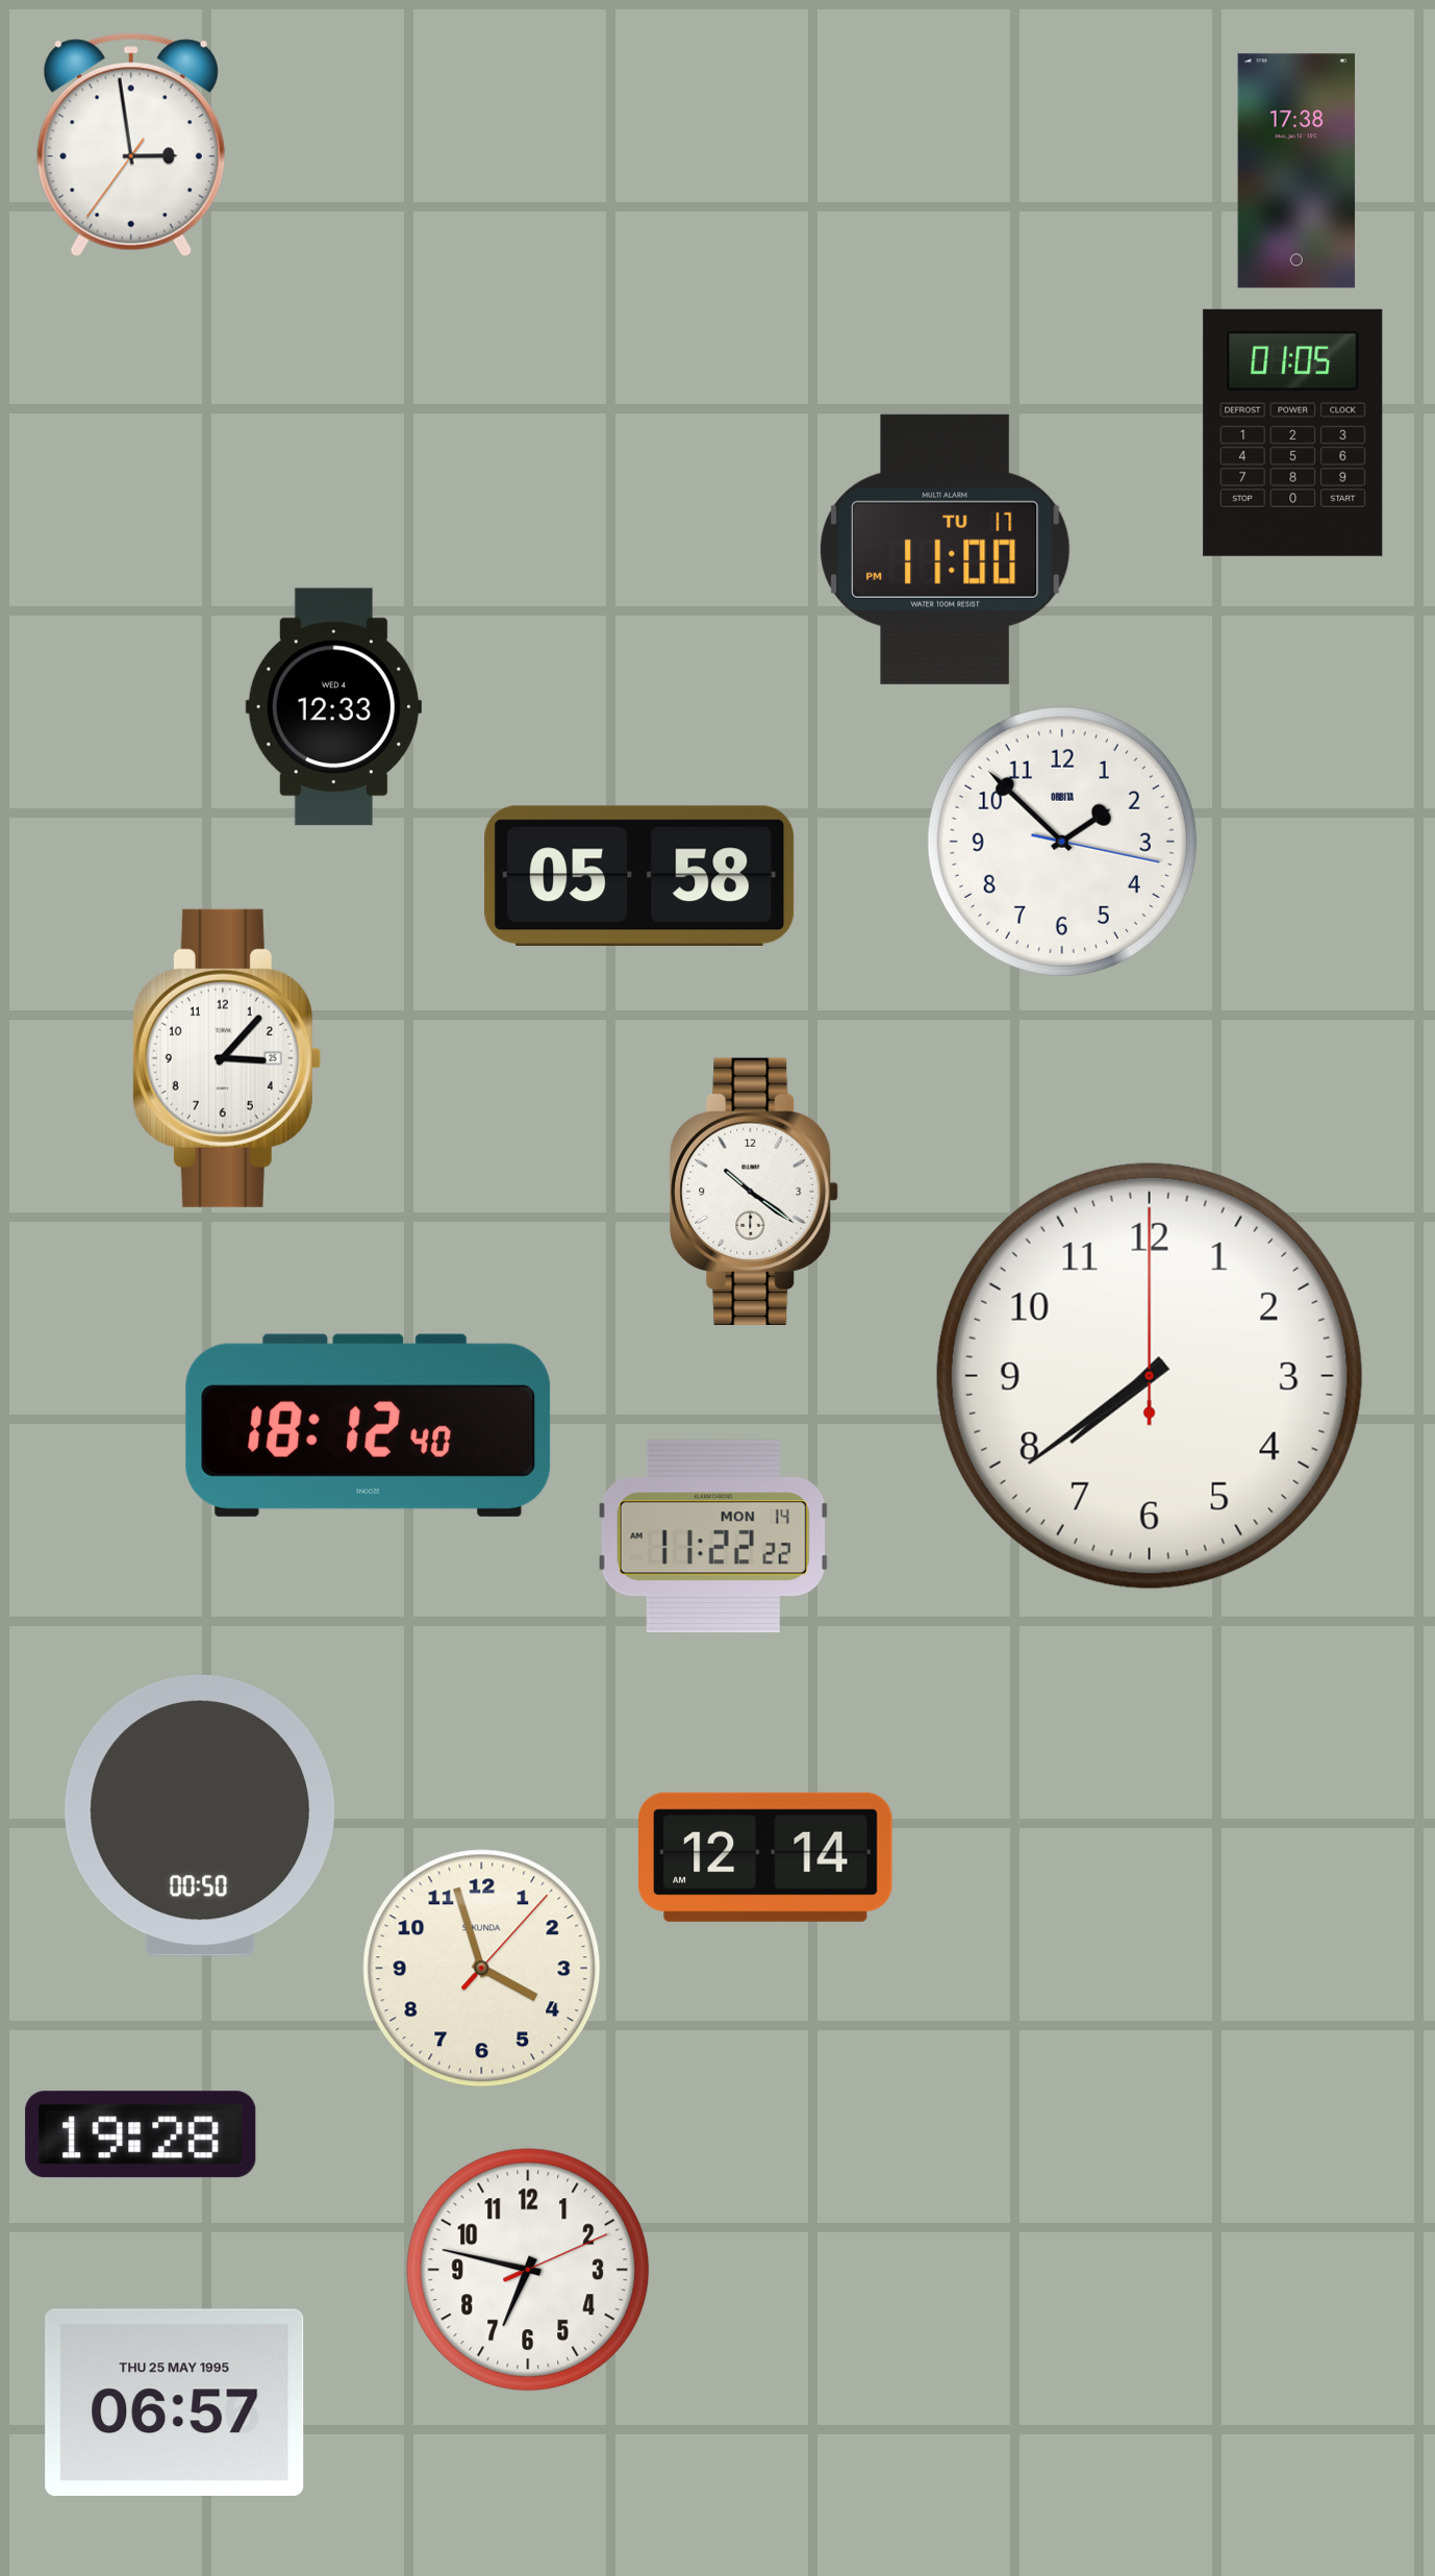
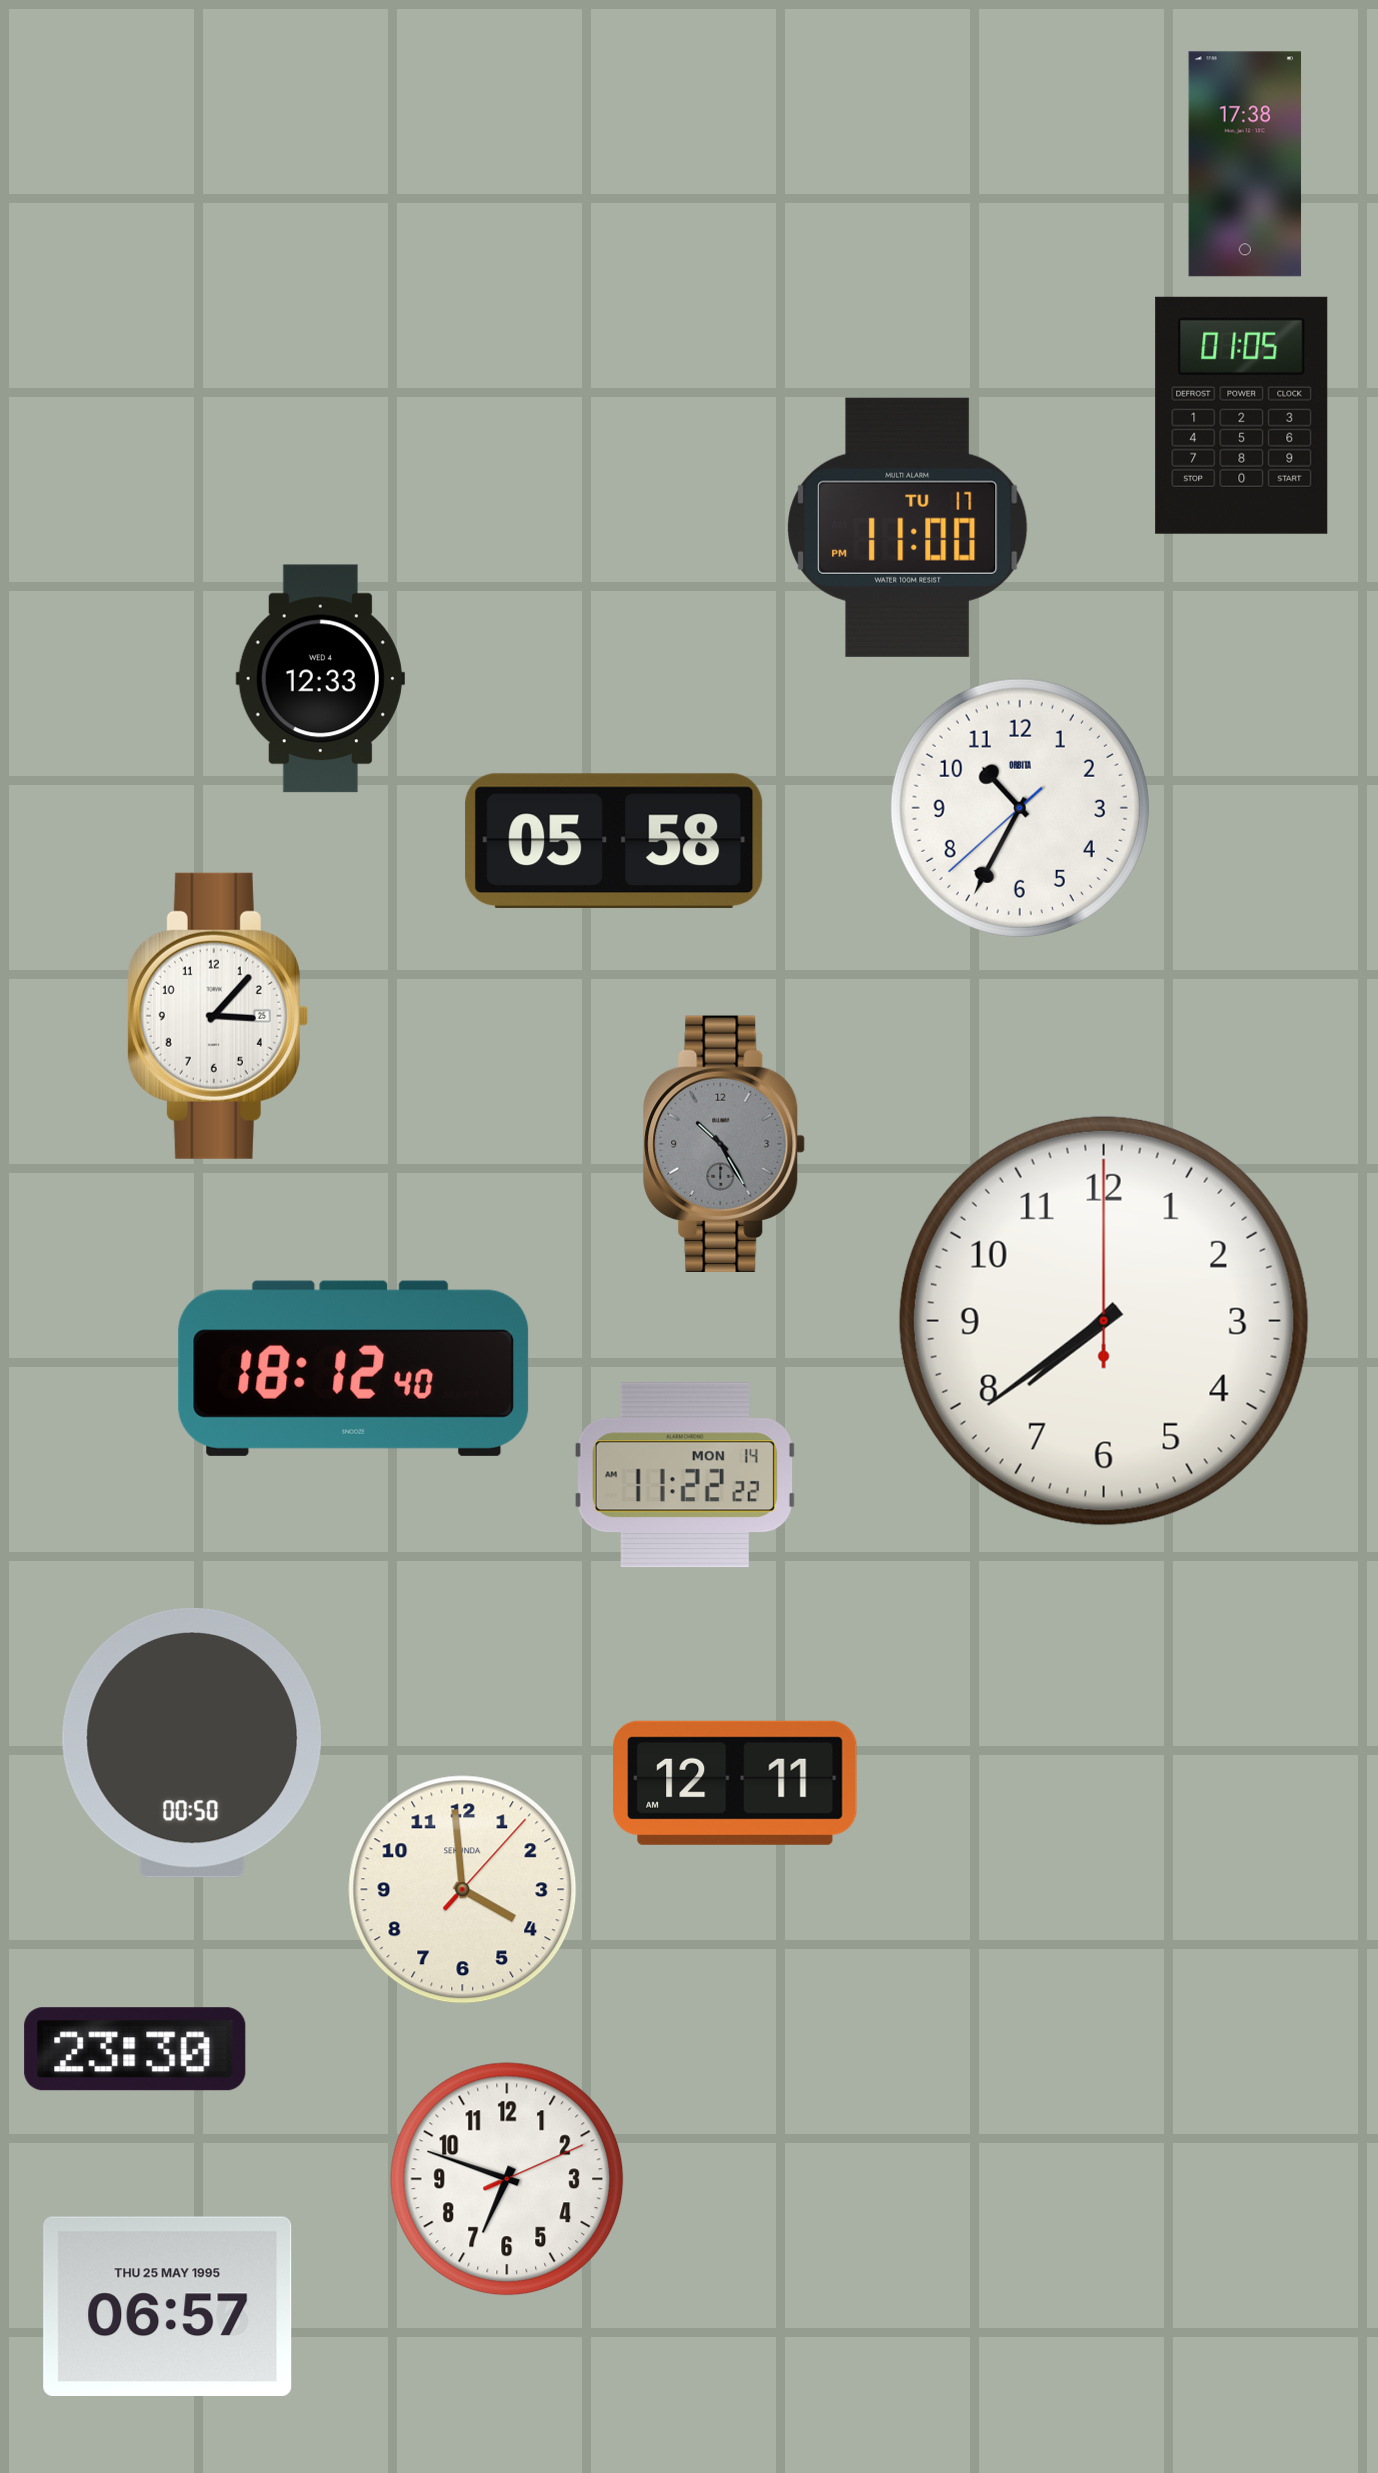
clock at (131, 145): 2:58 -> none
clock at (1062, 842): 1:52 -> 10:34
clock at (754, 1192): 10:21 -> 10:25
clock at (754, 1192) dial: white -> grey
clock at (765, 1857): 12:14 -> 12:11
clock at (482, 1969): 3:57 -> 3:59
clock at (141, 2134): 19:28 -> 23:30
clock at (528, 2270): 6:47 -> 6:48
